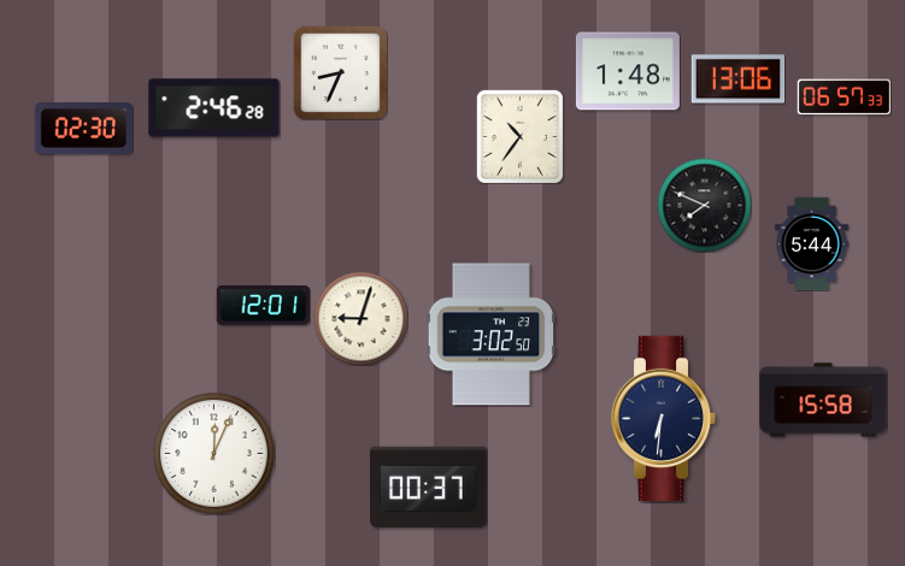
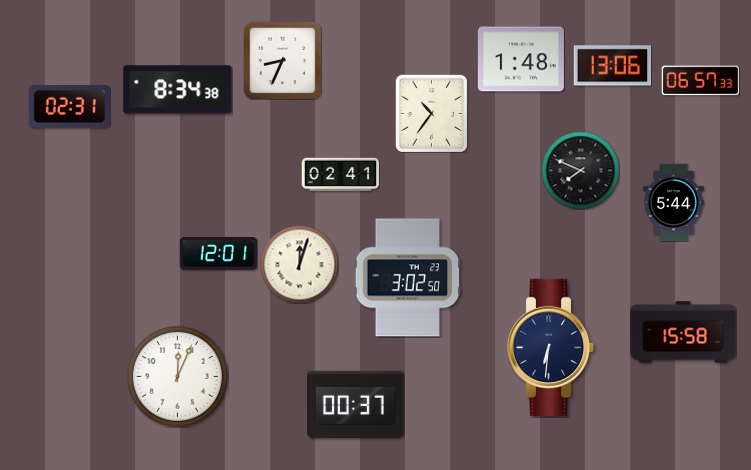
clock at (215, 108): 2:46 -> 8:34
clock at (83, 129): 02:30 -> 02:31
clock at (704, 205) position: (704, 205) -> (580, 170)
clock at (340, 174): none -> 02:41
clock at (360, 318): 9:03 -> 12:03
